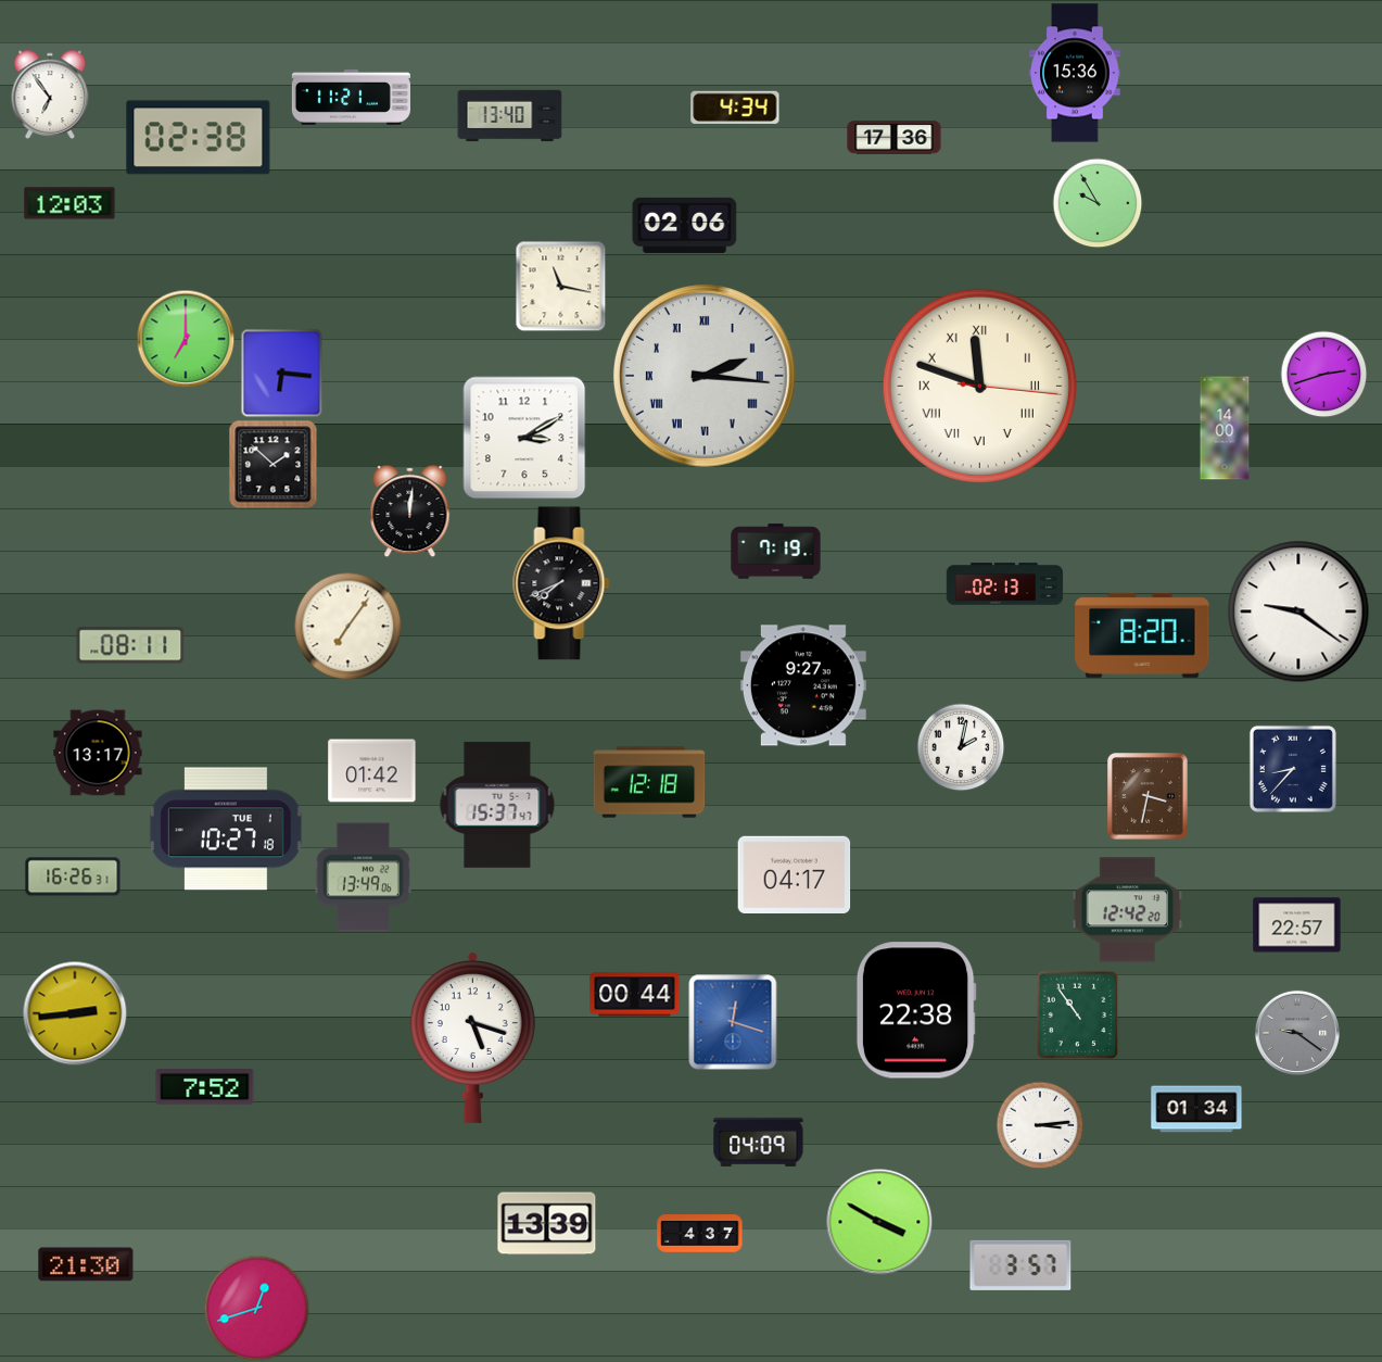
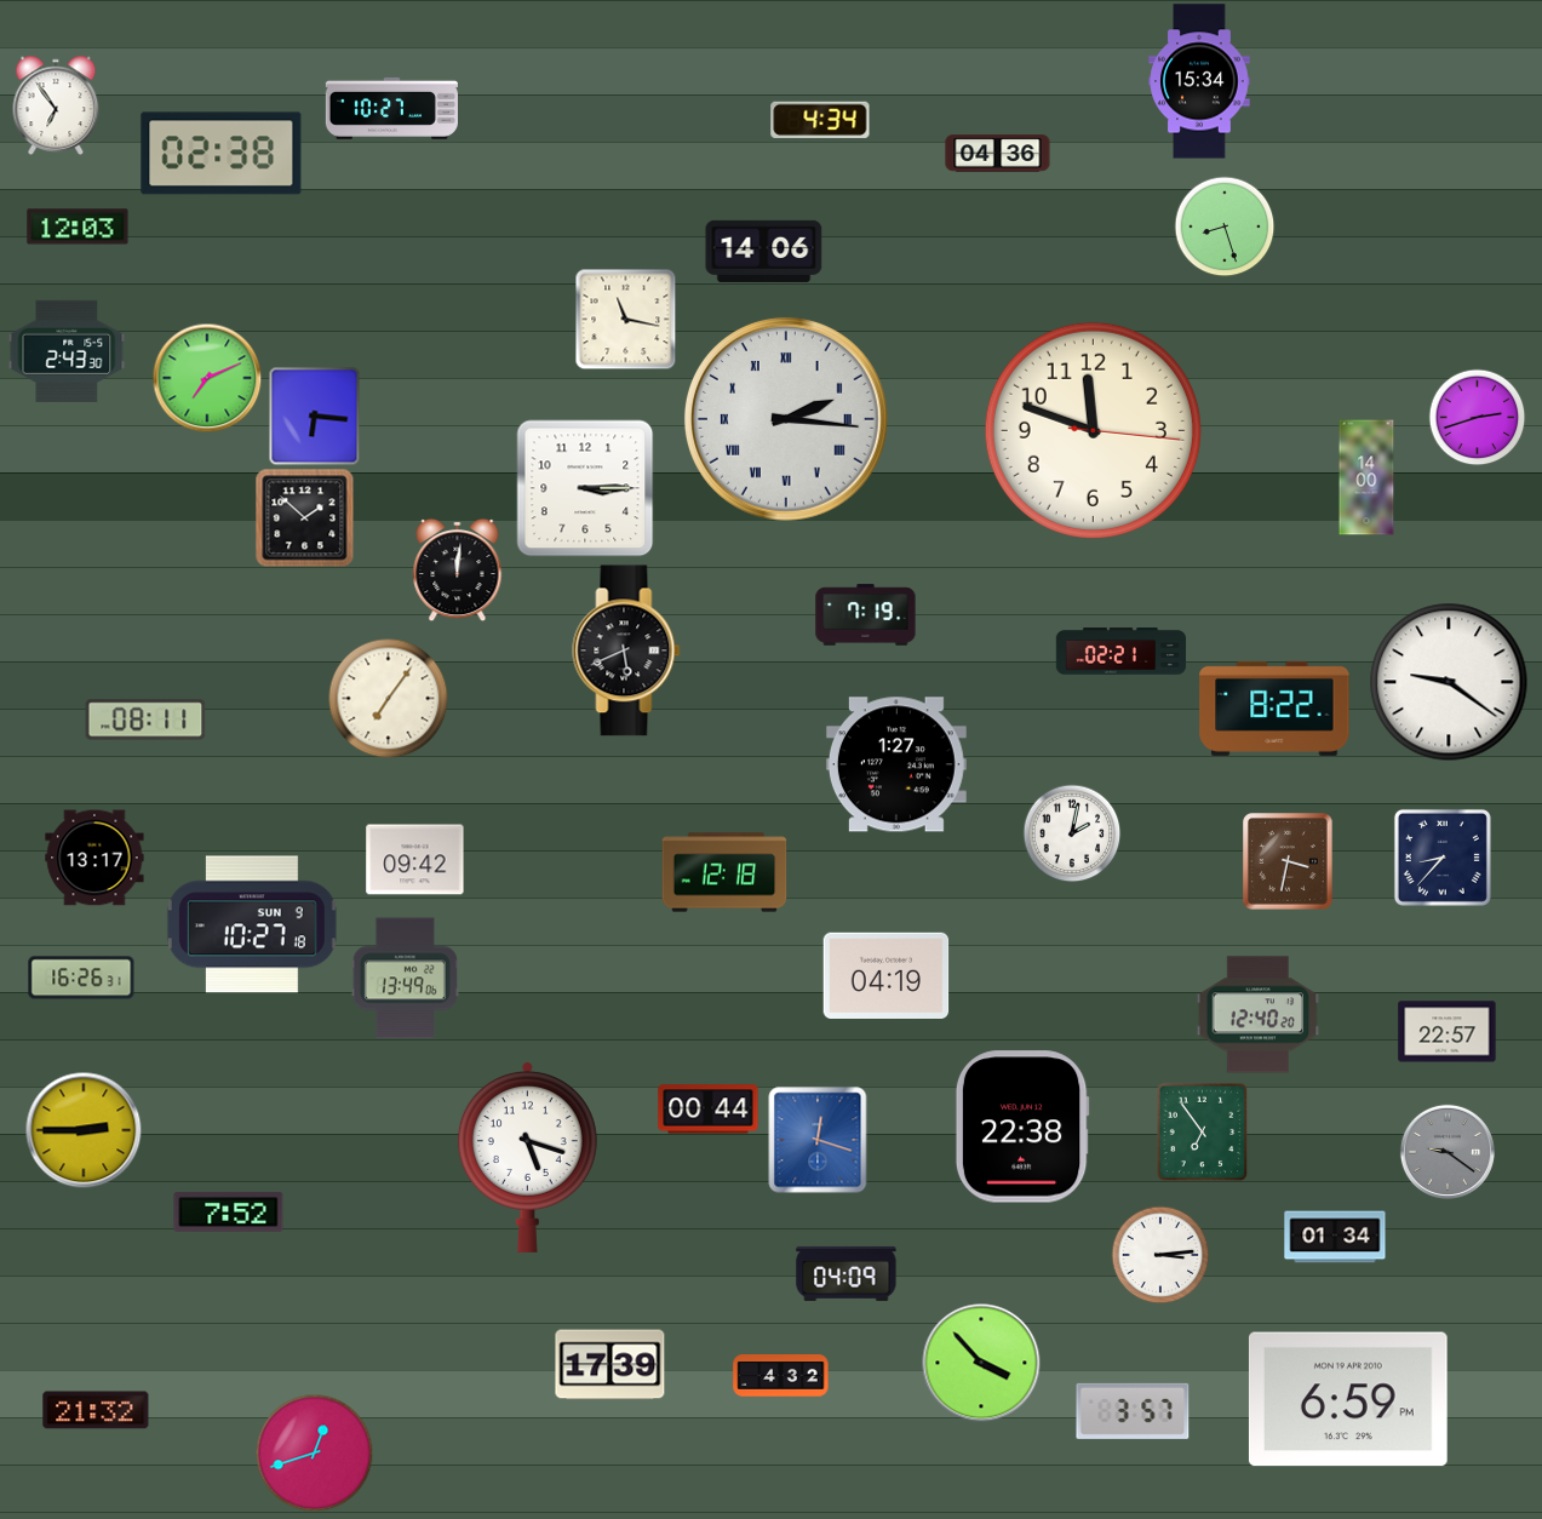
clock at (1075, 73): 15:36 -> 15:34
clock at (351, 97): 11:21 -> 10:27
clock at (510, 116): 13:40 -> none
clock at (895, 138): 17:36 -> 04:36
clock at (1098, 203): 9:55 -> 8:27
clock at (685, 225): 02:06 -> 14:06
clock at (67, 351): none -> 2:43
clock at (186, 339): 7:00 -> 7:11
clock at (979, 386) numerals: Roman -> Arabic
clock at (524, 438): 3:10 -> 3:15
clock at (561, 583): 7:41 -> 5:41
clock at (1005, 584): 02:13 -> 02:21
clock at (1142, 635): 8:20 -> 8:22
clock at (803, 685): 9:27 -> 1:27
clock at (98, 753) position: (98, 753) -> (94, 858)
clock at (372, 771): 01:42 -> 09:42
clock at (1149, 796) position: (1149, 796) -> (1289, 861)
clock at (497, 805): 15:37 -> none
clock at (226, 829) date: TUE 1 -> SUN 9
clock at (795, 874): 04:17 -> 04:19
clock at (1128, 910): 12:42 -> 12:40
clock at (75, 1013): 2:44 -> 2:45
clock at (1078, 1014): 10:54 -> 6:54
clock at (879, 1222): 3:50 -> 3:53
clock at (547, 1224): 13:39 -> 17:39
clock at (700, 1234): 4:37 -> 4:32
clock at (1348, 1399): none -> 6:59
clock at (86, 1264): 21:30 -> 21:32
clock at (1020, 1265) position: (1020, 1265) -> (1133, 1411)
clock at (256, 1308) position: (256, 1308) -> (314, 1452)
